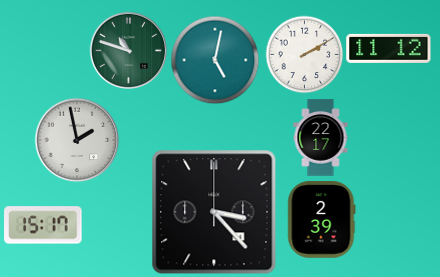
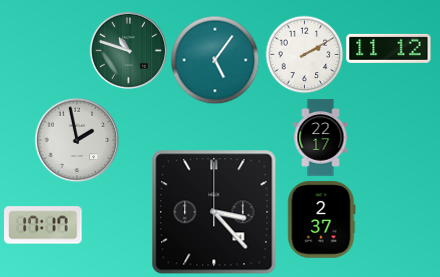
clock at (215, 60): 5:02 -> 5:06
clock at (322, 220): 2:39 -> 2:37
clock at (43, 225): 15:17 -> 17:17
